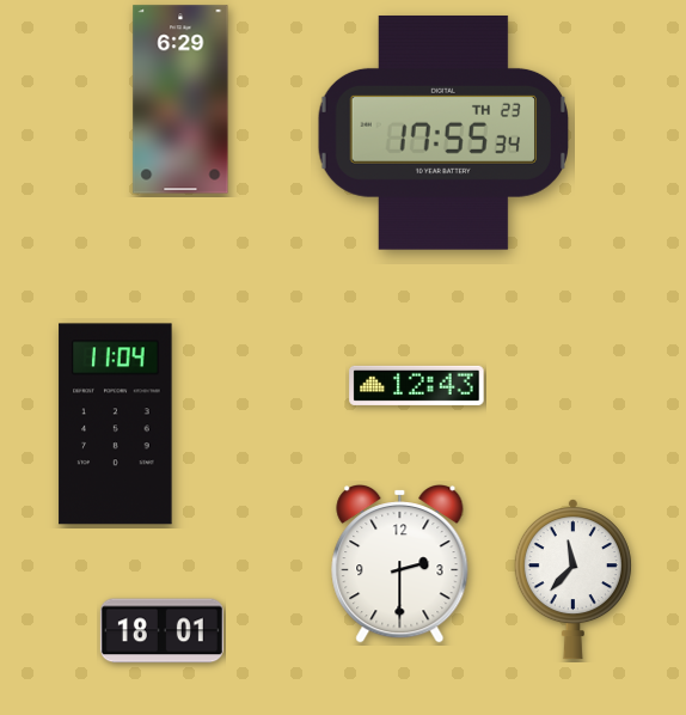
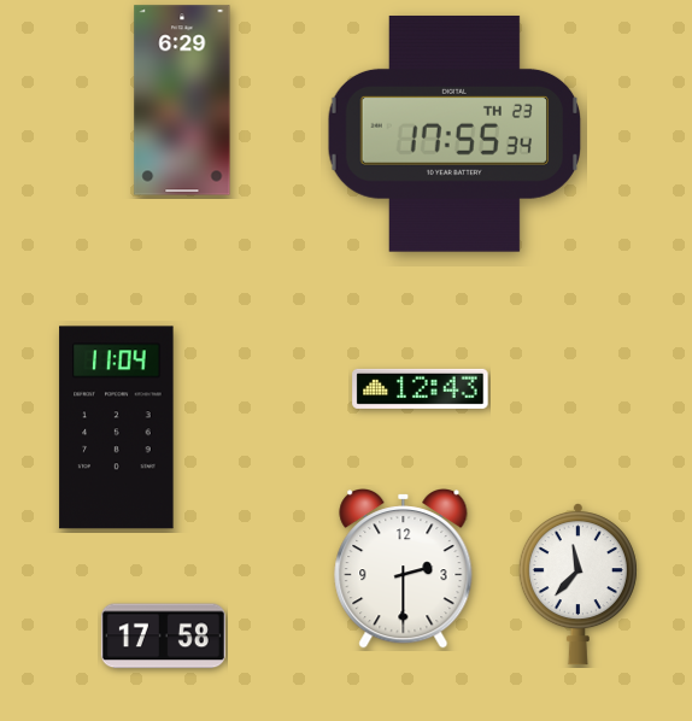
clock at (442, 133) position: (442, 133) -> (453, 134)
clock at (161, 631): 18:01 -> 17:58
